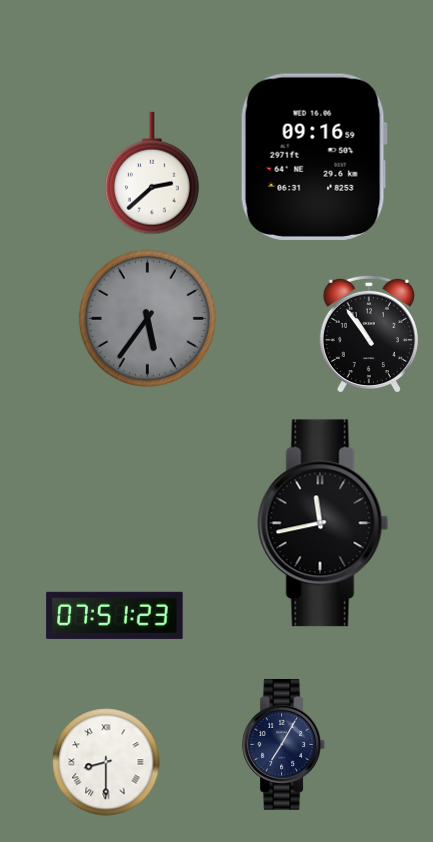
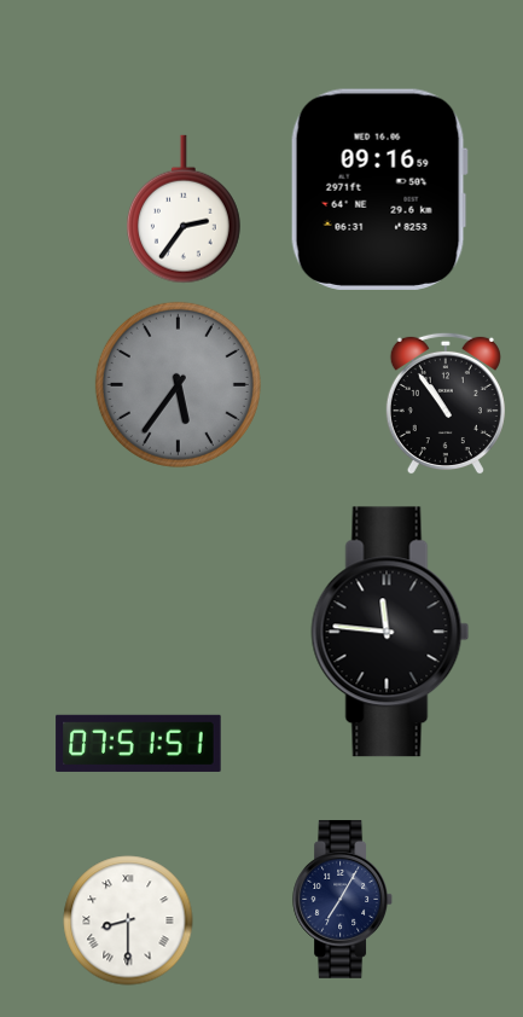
clock at (152, 173): 2:38 -> 2:36
clock at (323, 523): 11:43 -> 11:46
clock at (115, 615): 07:51:23 -> 07:51:51
